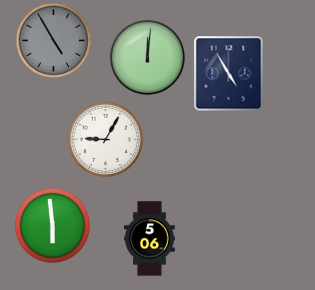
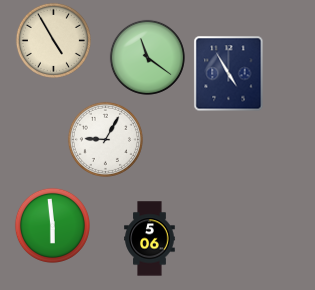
clock at (53, 40) dial: grey -> cream
clock at (147, 57): 12:01 -> 11:21
